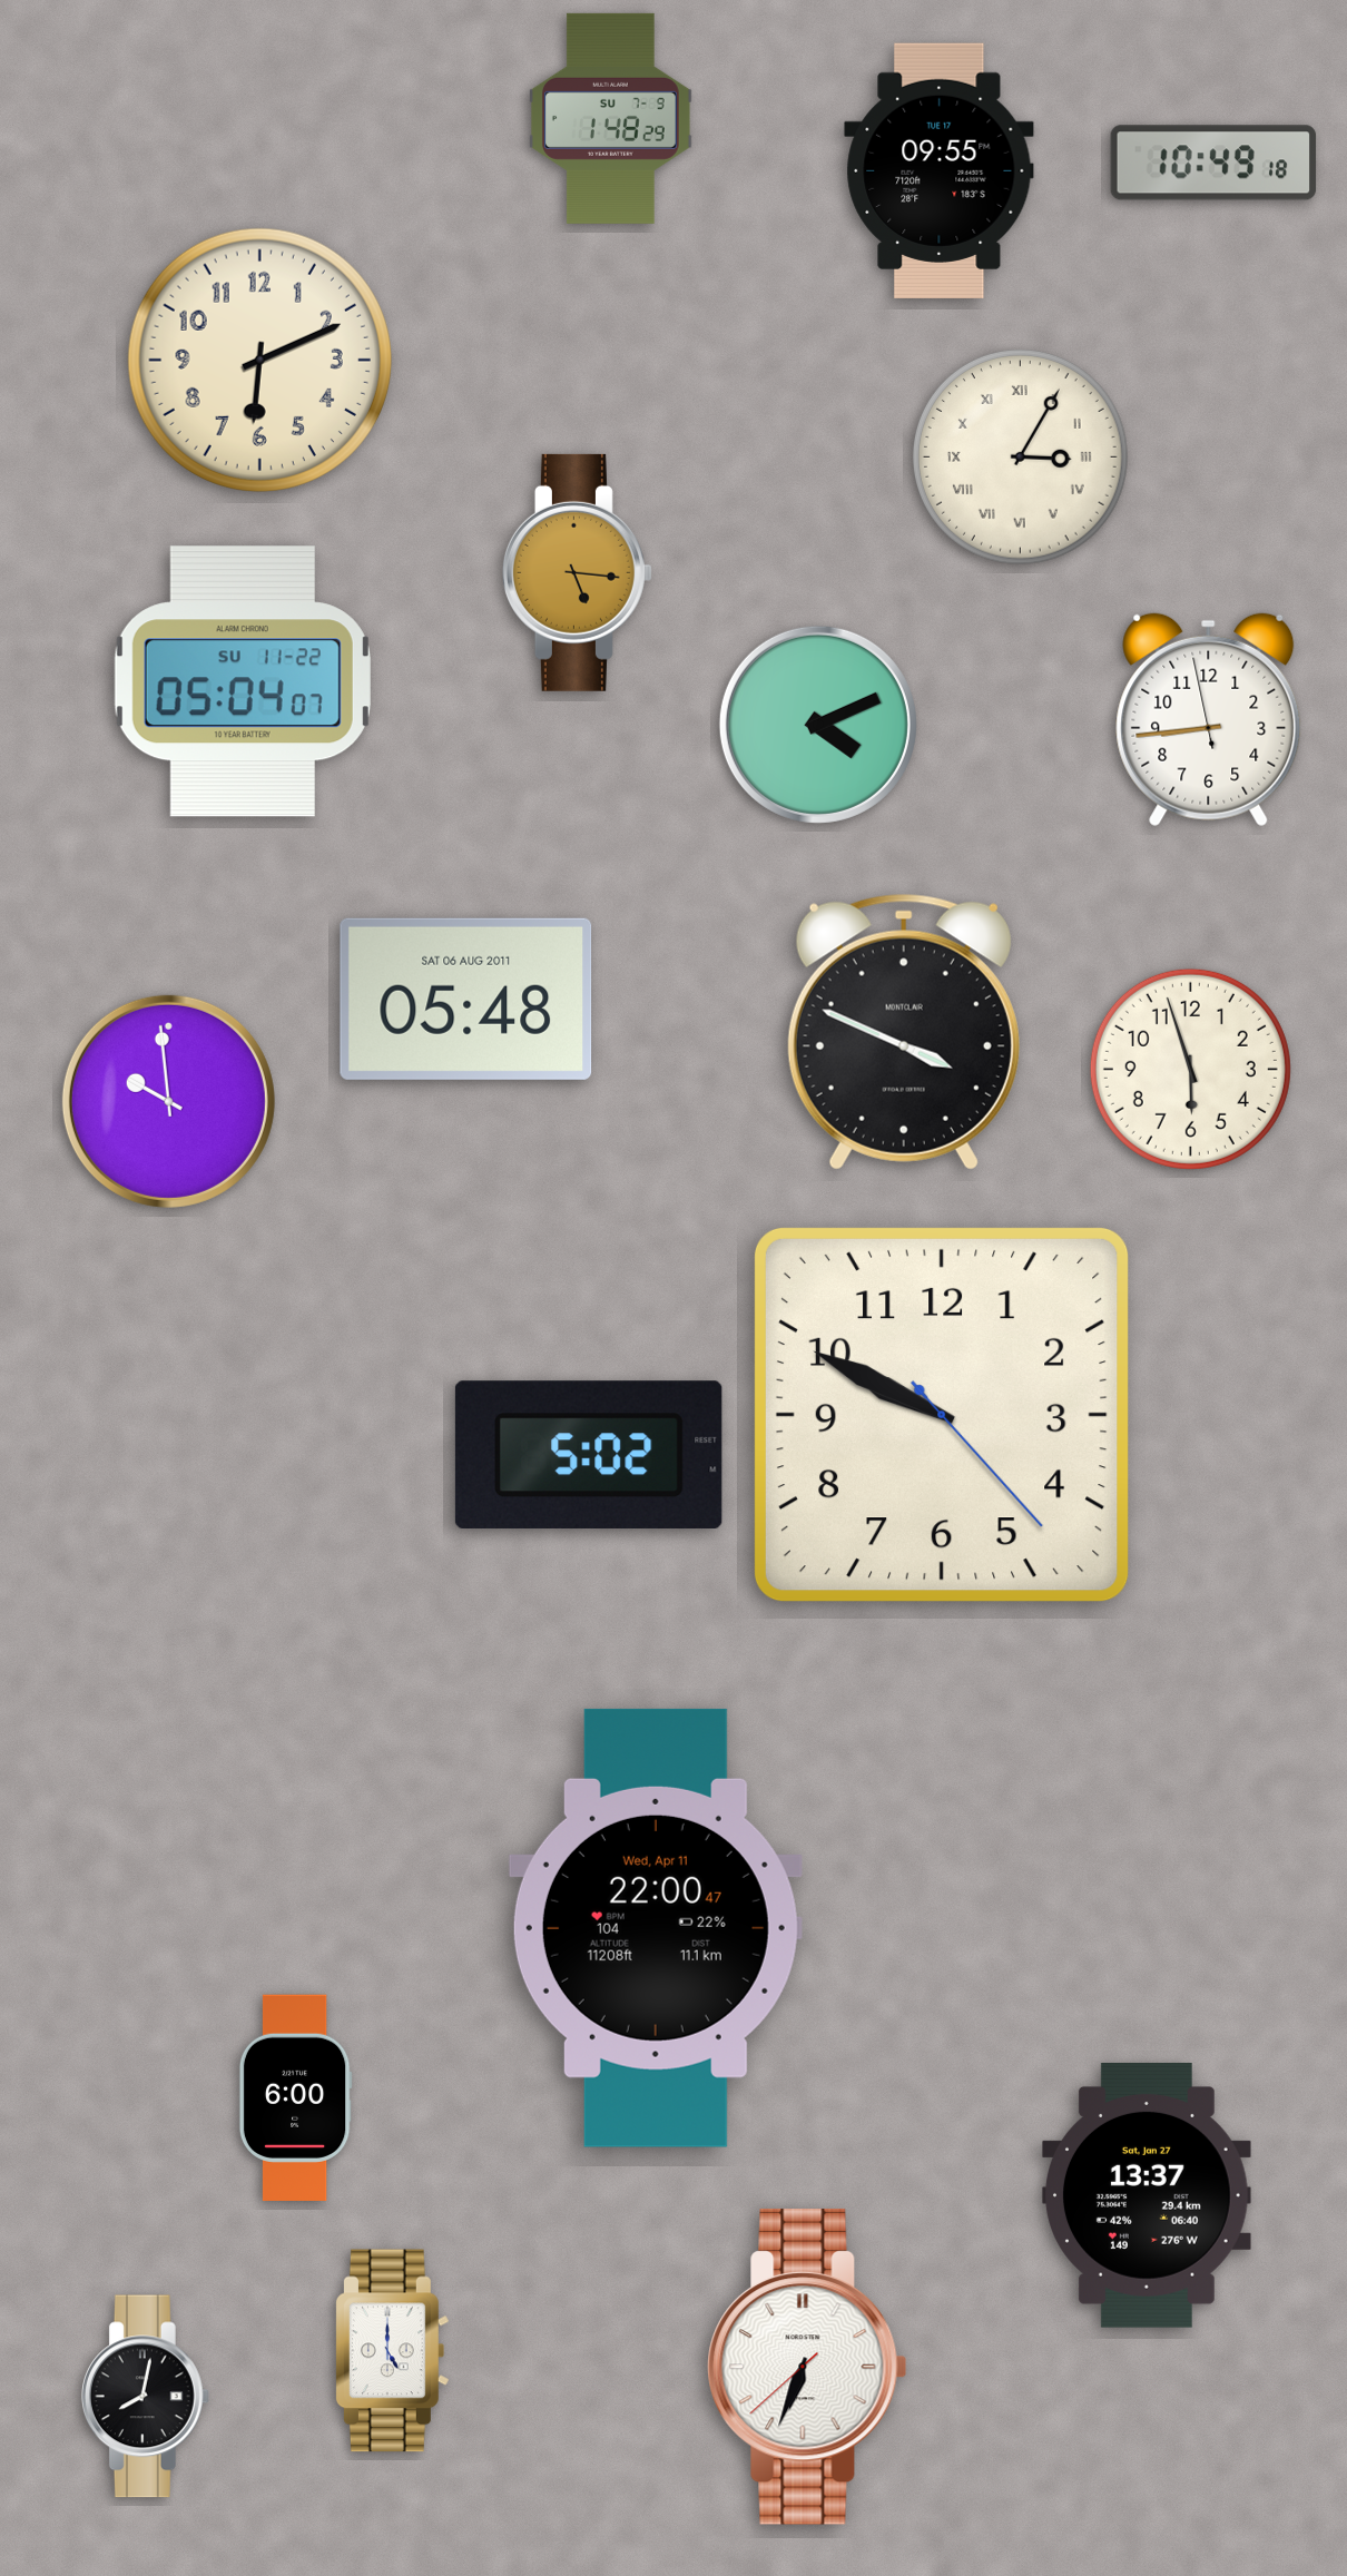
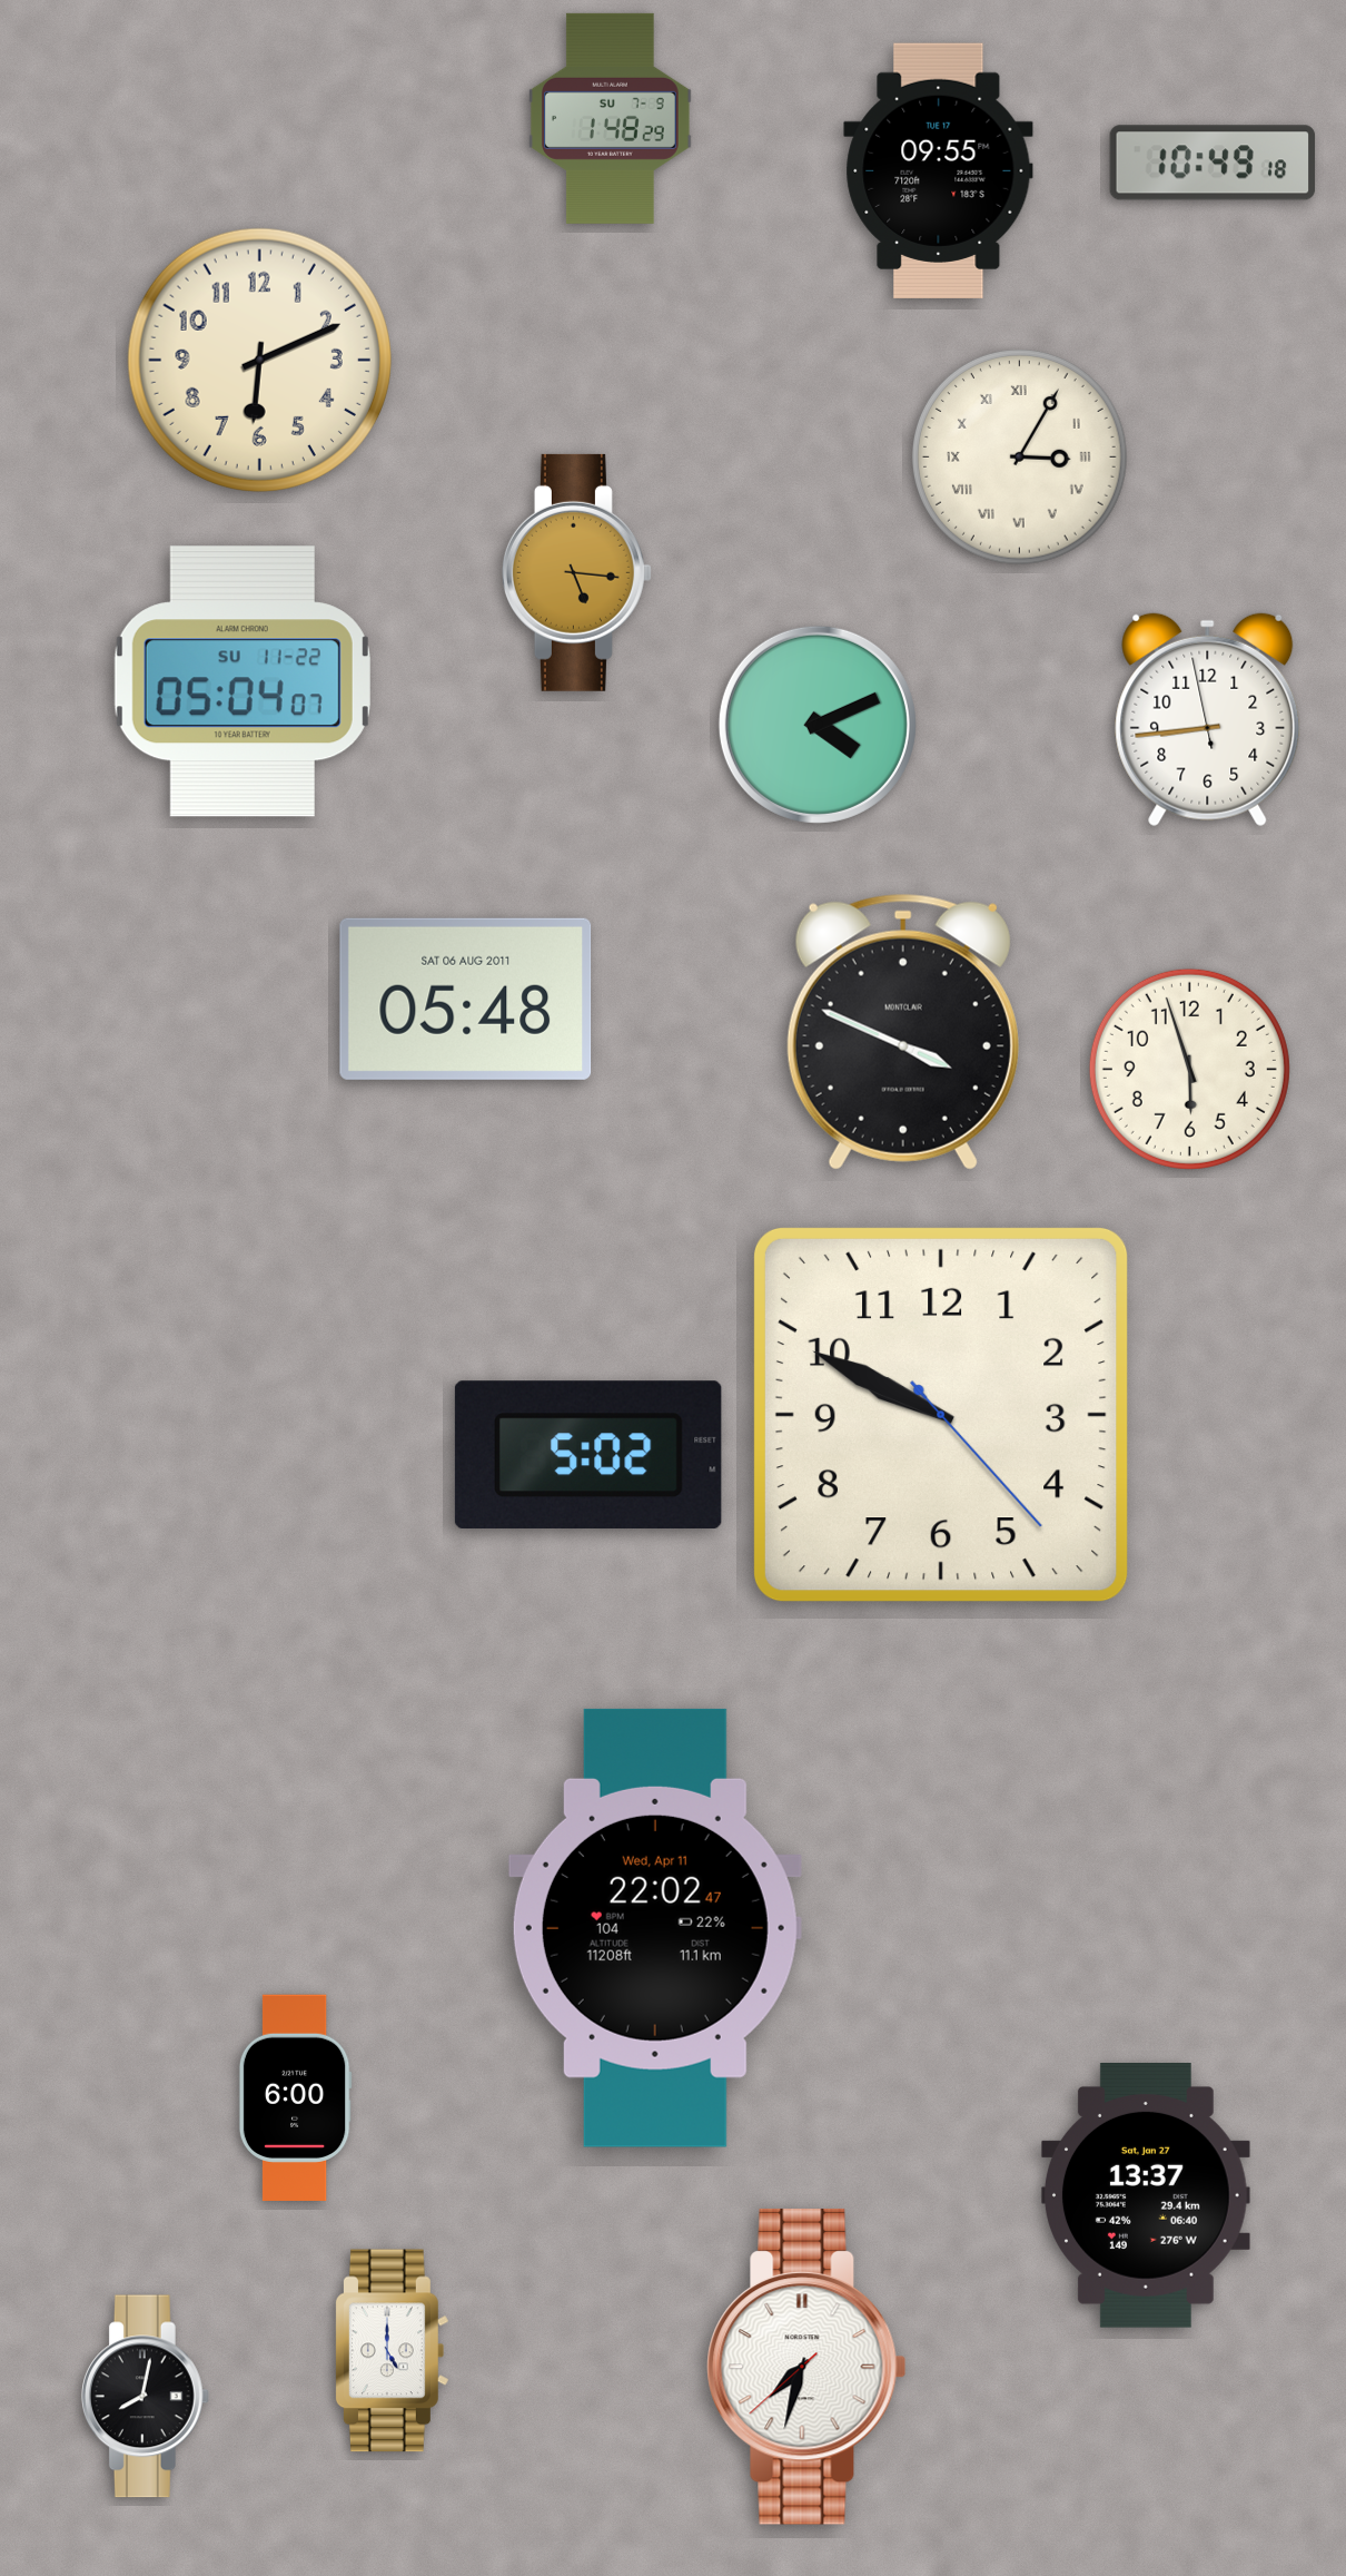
clock at (168, 1101): 9:59 -> none
clock at (656, 1928): 22:00 -> 22:02
clock at (807, 2367): 6:33 -> 7:32
